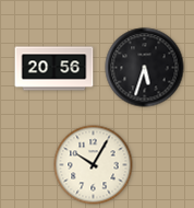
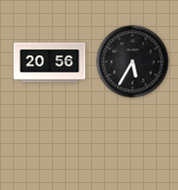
clock at (145, 68): 5:33 -> 5:35
clock at (94, 165): 10:05 -> none
